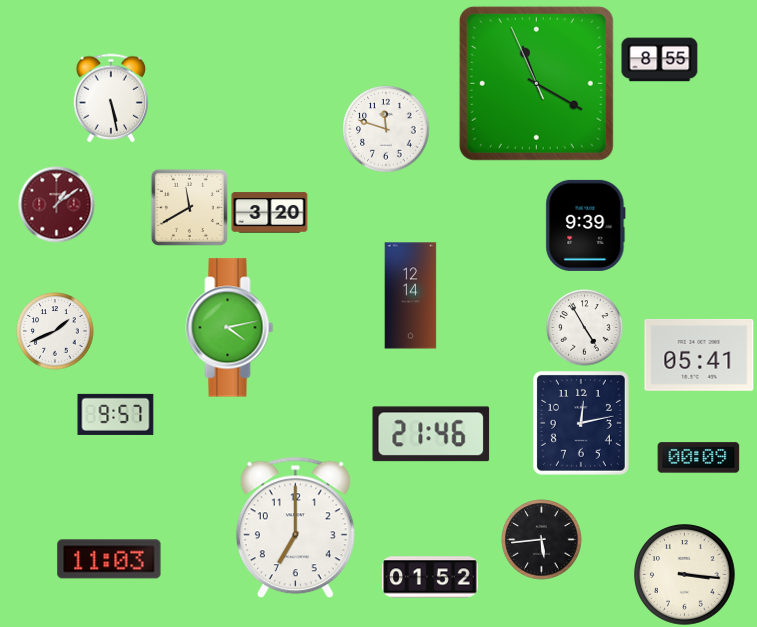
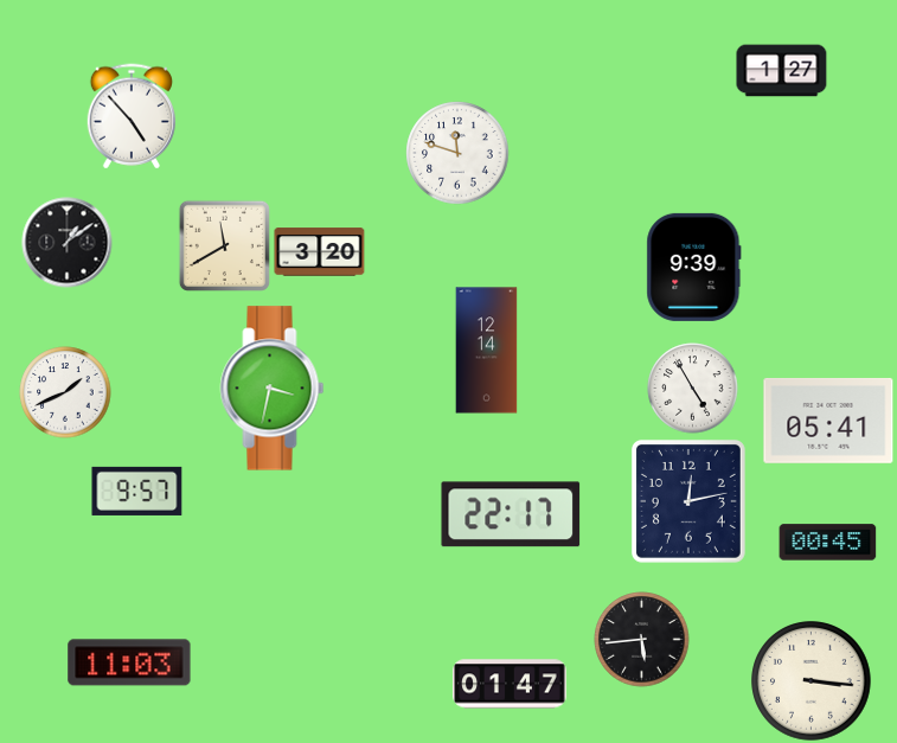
clock at (660, 60): 8:55 -> 1:27
clock at (536, 83): 11:19 -> none
clock at (110, 98): 5:28 -> 4:53
clock at (57, 205) dial: burgundy -> black
clock at (230, 328): 4:13 -> 3:32
clock at (431, 434): 21:46 -> 22:17
clock at (699, 458): 00:09 -> 00:45
clock at (295, 528): 7:00 -> none
clock at (430, 577): 01:52 -> 01:47
